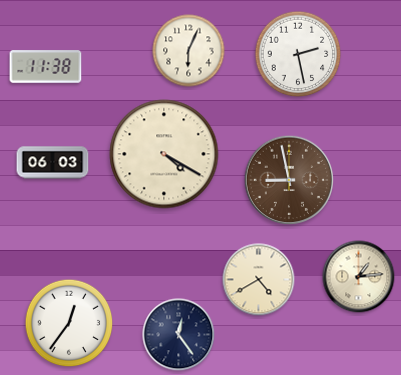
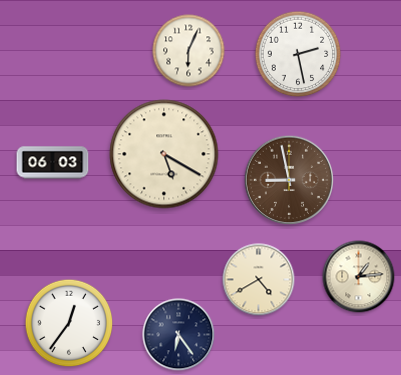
clock at (46, 67): 11:38 -> none
clock at (164, 154): 4:20 -> 5:20
clock at (179, 335): 12:24 -> 6:24
